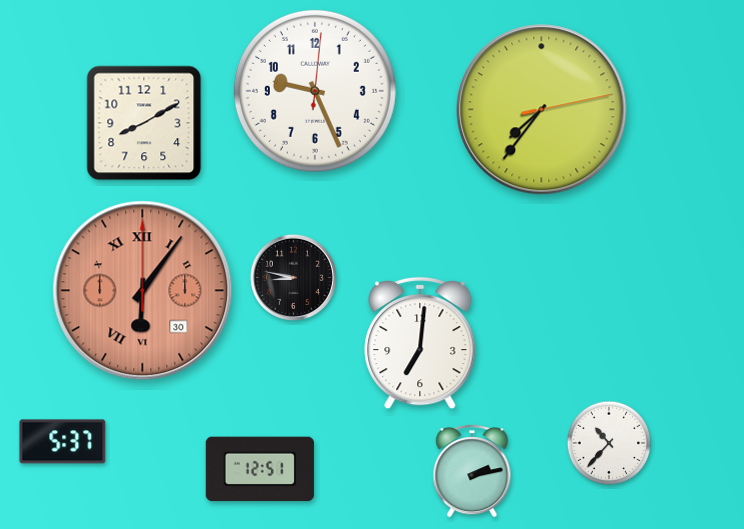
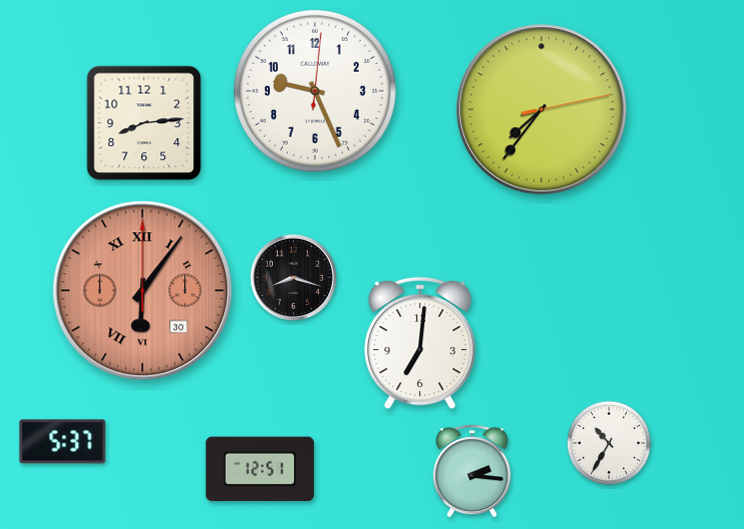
clock at (144, 123): 8:10 -> 8:14
clock at (293, 277): 8:47 -> 8:18
clock at (609, 443): 10:37 -> 10:35
clock at (472, 471): 2:13 -> 2:16
